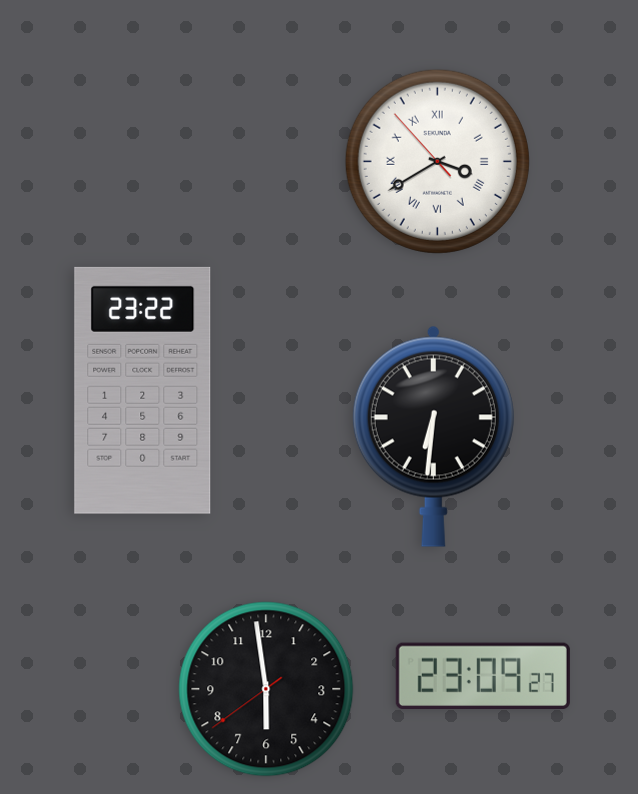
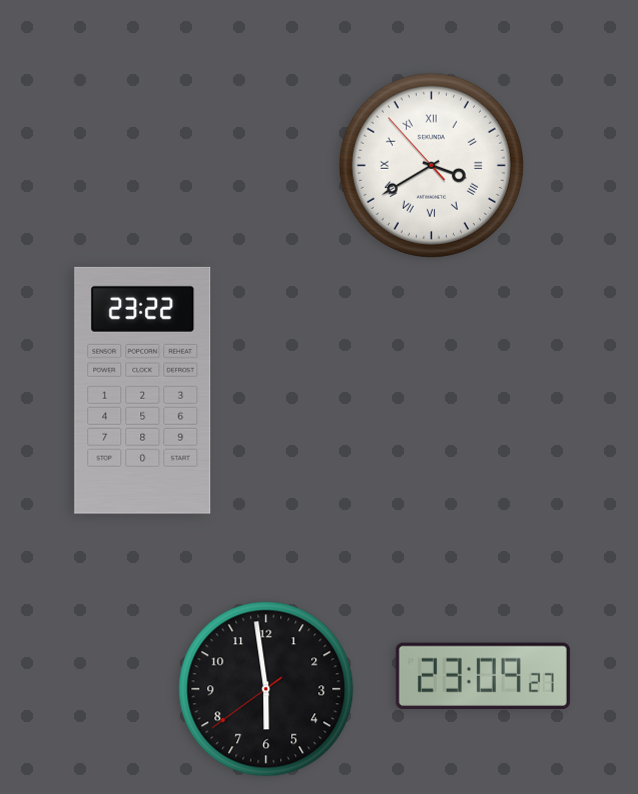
clock at (437, 161) position: (437, 161) -> (431, 165)
clock at (433, 436): 6:31 -> none
